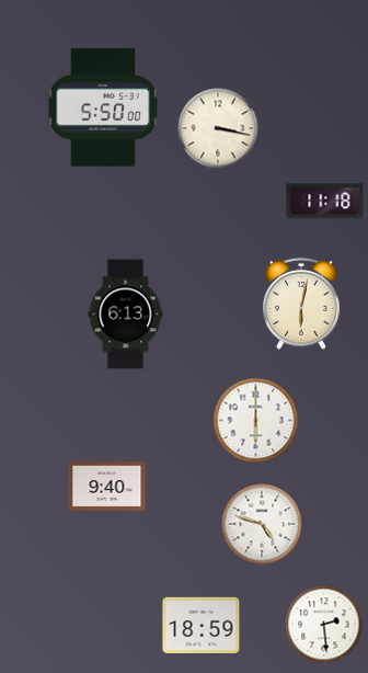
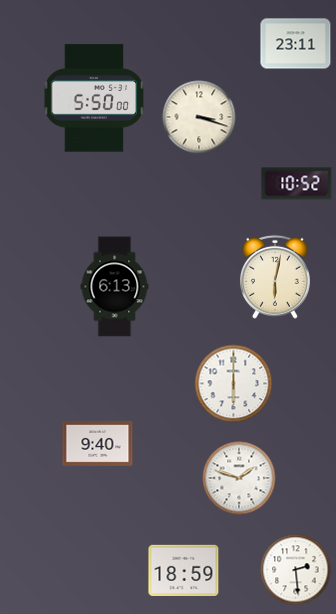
clock at (296, 44): none -> 23:11
clock at (218, 128): 3:17 -> 3:18
clock at (325, 202): 11:18 -> 10:52
clock at (262, 524): 4:48 -> 1:48
